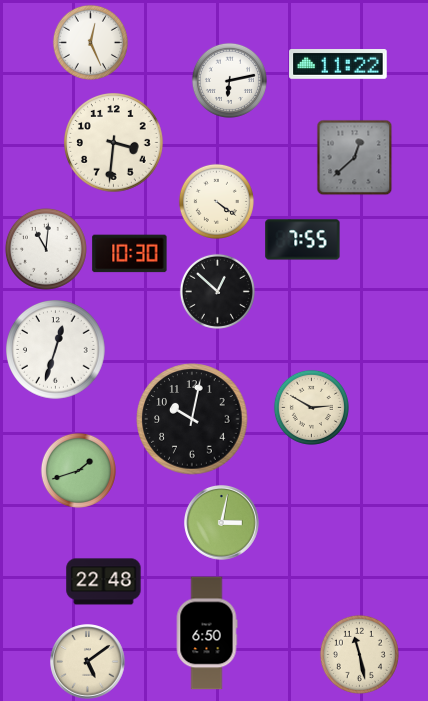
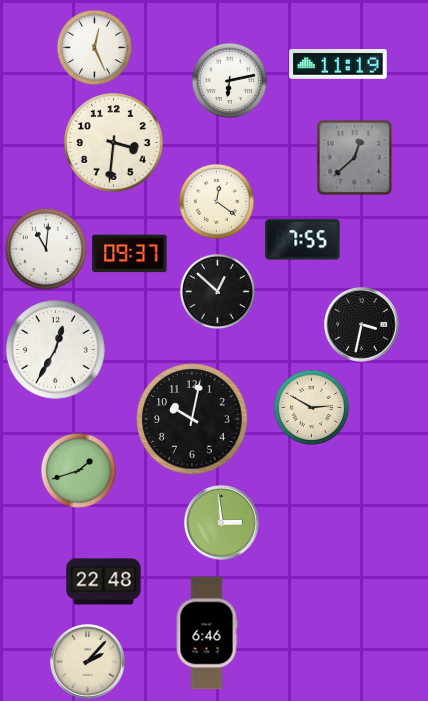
clock at (90, 42) position: (90, 42) -> (94, 47)
clock at (338, 65): 11:22 -> 11:19
clock at (216, 201): 4:21 -> 12:21
clock at (130, 254): 10:30 -> 09:37
clock at (362, 325): none -> 3:32
clock at (56, 350): 12:33 -> 12:35
clock at (222, 523): 3:02 -> 2:59
clock at (207, 633): 6:50 -> 6:46
clock at (359, 654): 11:28 -> none
clock at (88, 662): 5:09 -> 2:07
